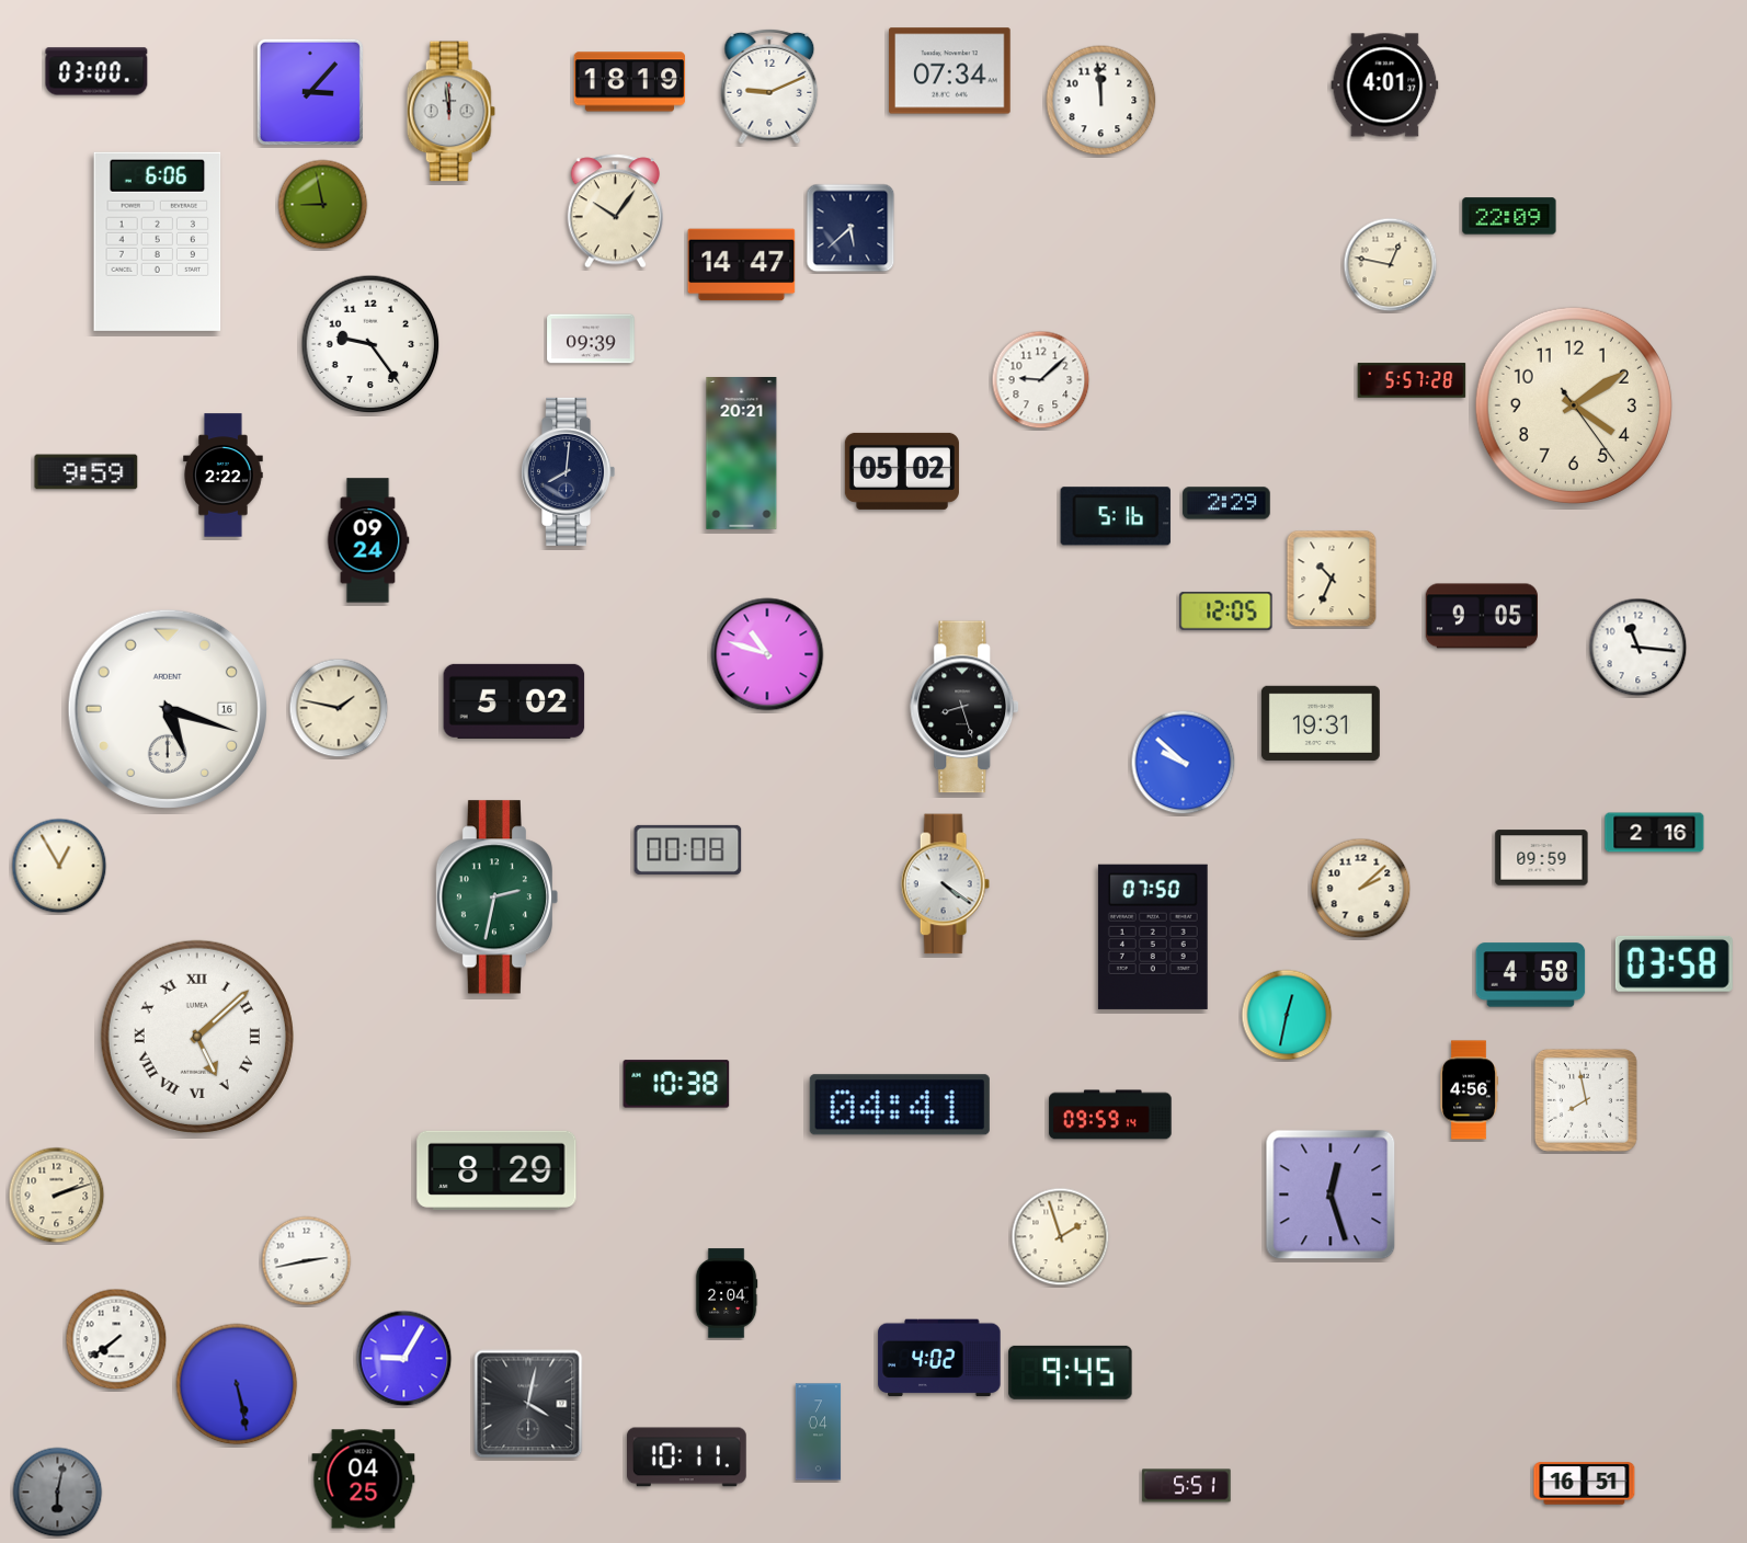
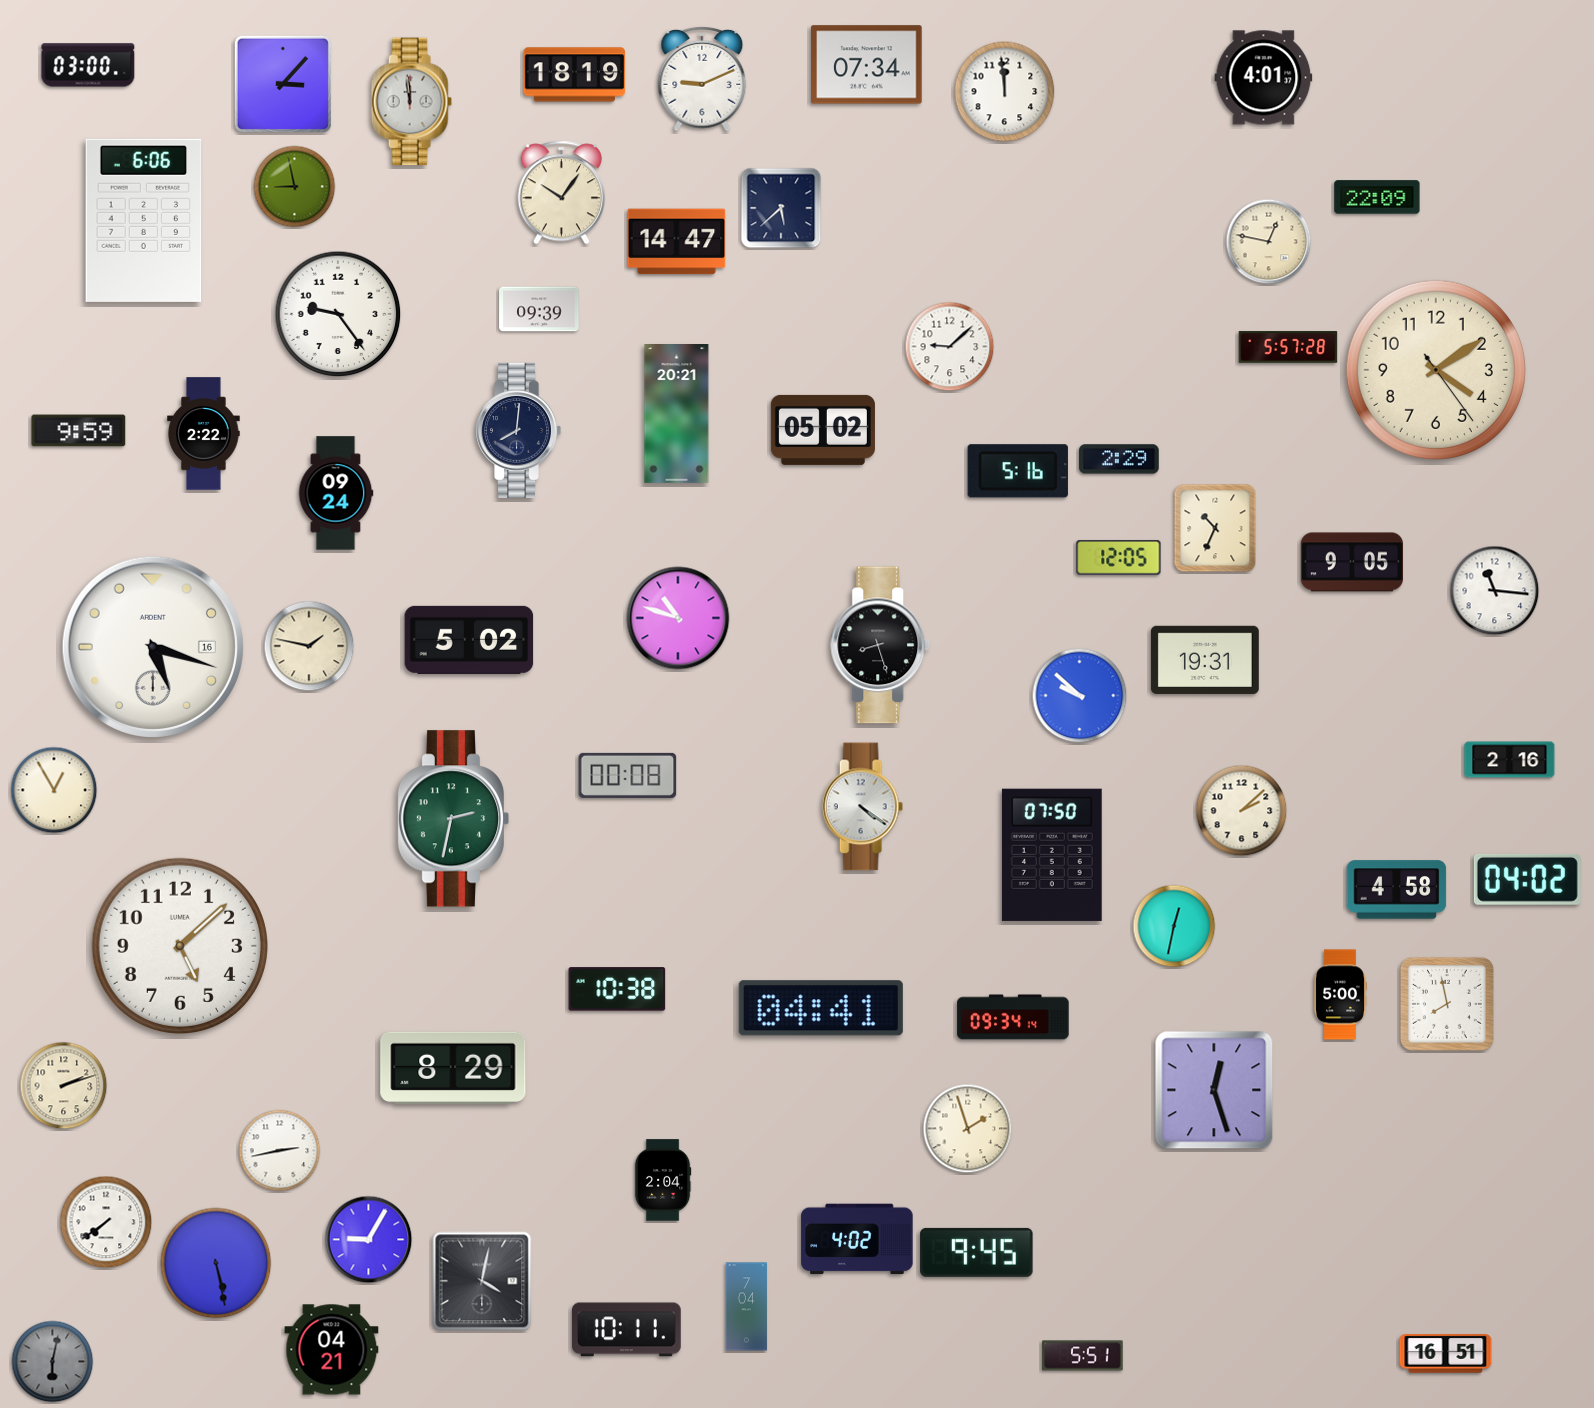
clock at (850, 228) position: (850, 228) -> (781, 208)
clock at (767, 654) position: (767, 654) -> (678, 618)
clock at (1542, 858): 09:59 -> none
clock at (1674, 963): 03:58 -> 04:02
clock at (197, 1037) numerals: Roman -> Arabic
clock at (1469, 1090): 4:56 -> 5:00
clock at (1110, 1115): 09:59 -> 09:34
clock at (57, 1196) position: (57, 1196) -> (64, 1086)
clock at (364, 1479): 04:25 -> 04:21
